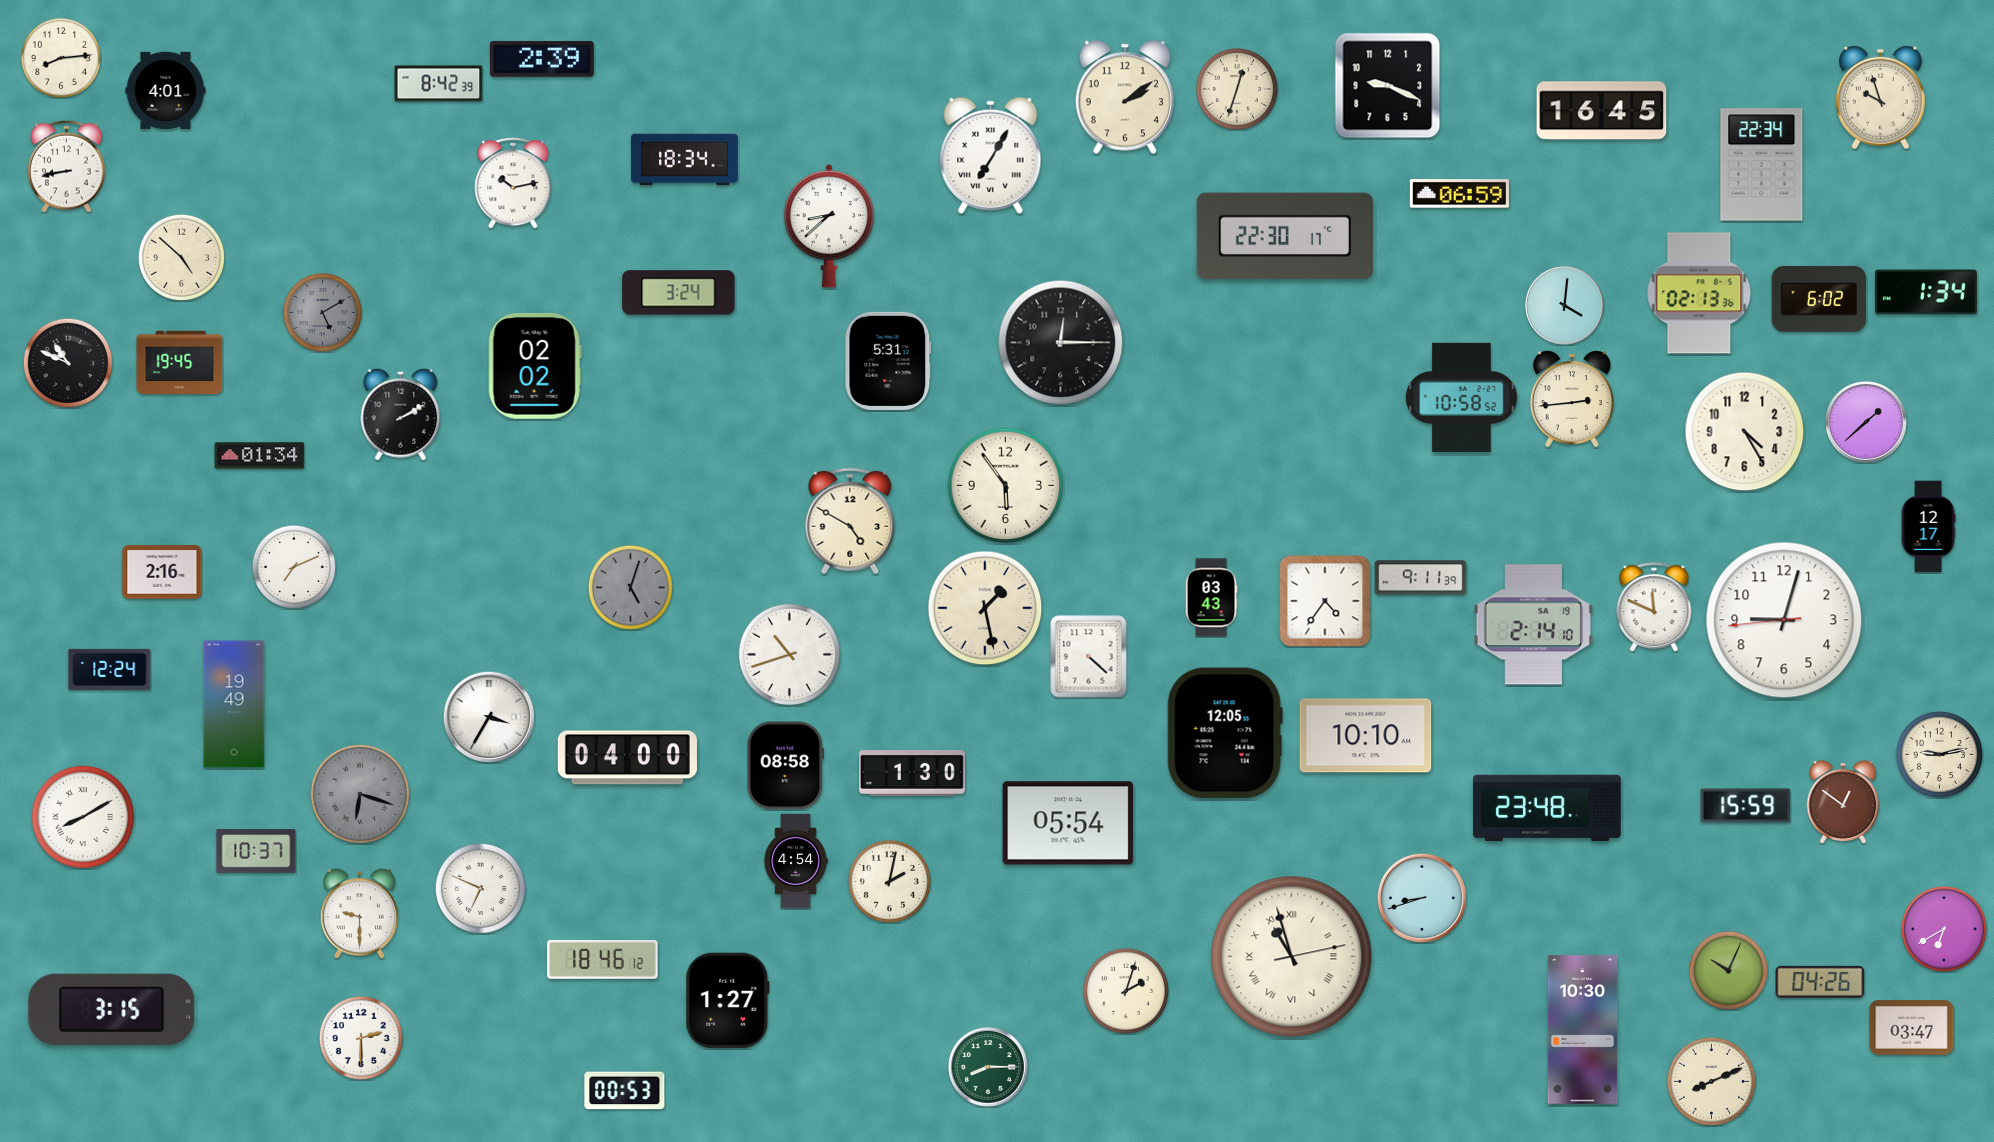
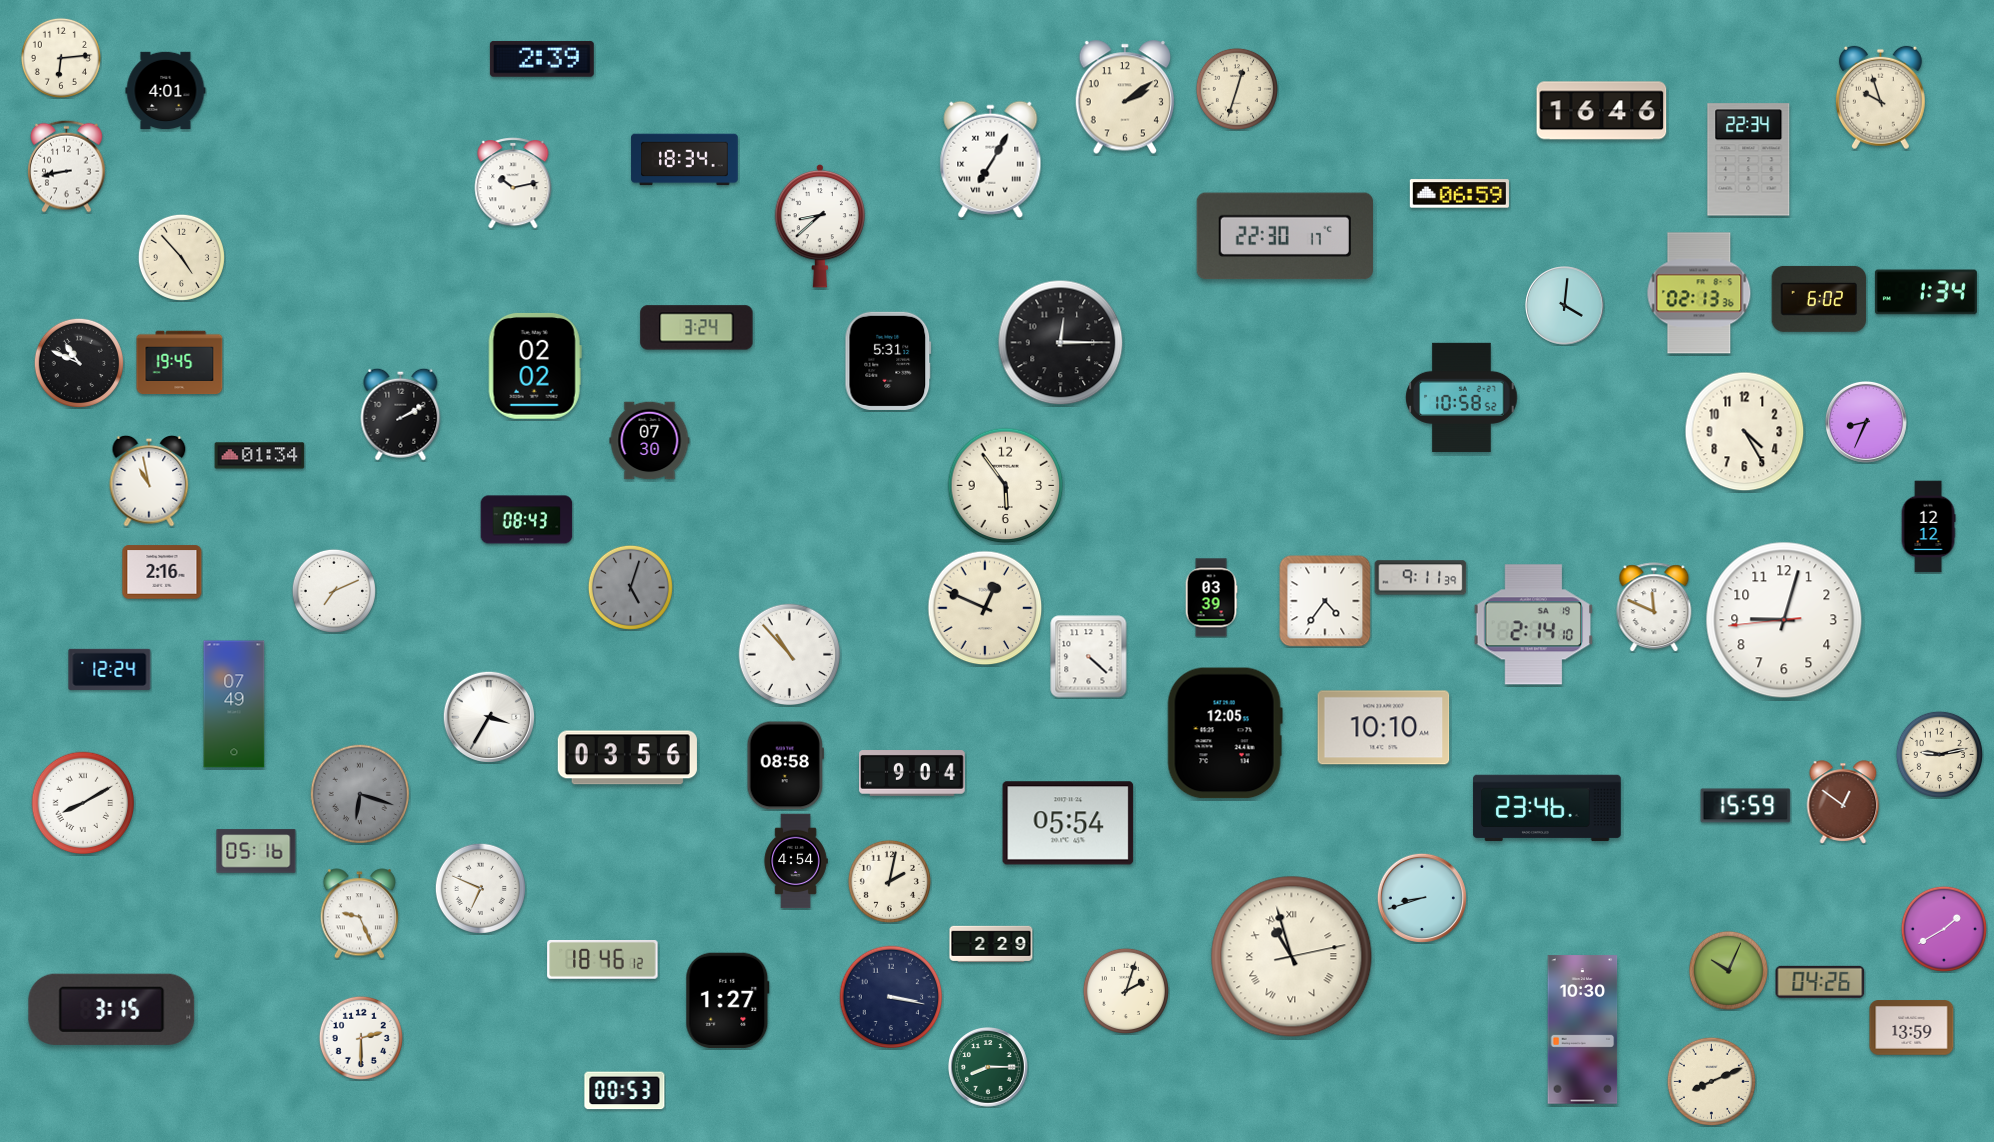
clock at (61, 58): 8:14 -> 6:14
clock at (439, 84): 8:42 -> none
clock at (1388, 86): 9:19 -> none
clock at (1602, 111): 16:45 -> 16:46
clock at (991, 155) position: (991, 155) -> (991, 159)
clock at (1762, 165) position: (1762, 165) -> (1749, 160)
clock at (829, 226) position: (829, 226) -> (820, 226)
clock at (181, 257): 4:52 -> 4:53
clock at (679, 293) position: (679, 293) -> (697, 328)
clock at (322, 312): 5:10 -> none
clock at (68, 363) position: (68, 363) -> (79, 363)
clock at (1572, 399): 2:44 -> none
clock at (1866, 422): 1:38 -> 8:34
clock at (650, 441): none -> 07:30
clock at (149, 481): none -> 10:58
clock at (527, 520): none -> 08:43
clock at (850, 521): 4:50 -> none
clock at (1928, 527): 12:17 -> 12:12
clock at (294, 567) position: (294, 567) -> (334, 591)
clock at (1211, 598): 03:43 -> 03:39
clock at (985, 608): 1:28 -> 12:49
clock at (790, 655): 10:42 -> 10:53
clock at (234, 704): 19:49 -> 07:49
clock at (1366, 736) position: (1366, 736) -> (1384, 728)
clock at (627, 758): 04:00 -> 03:56
clock at (913, 774): 1:30 -> 9:04
clock at (1547, 808): 23:48 -> 23:46
clock at (83, 817) position: (83, 817) -> (83, 803)
clock at (256, 851): 10:37 -> 05:16
clock at (359, 914): 9:30 -> 9:26
clock at (1944, 929): 6:40 -> 1:40
clock at (991, 944): none -> 2:29
clock at (891, 997): none -> 3:17
clock at (1912, 1028): 03:47 -> 13:59
